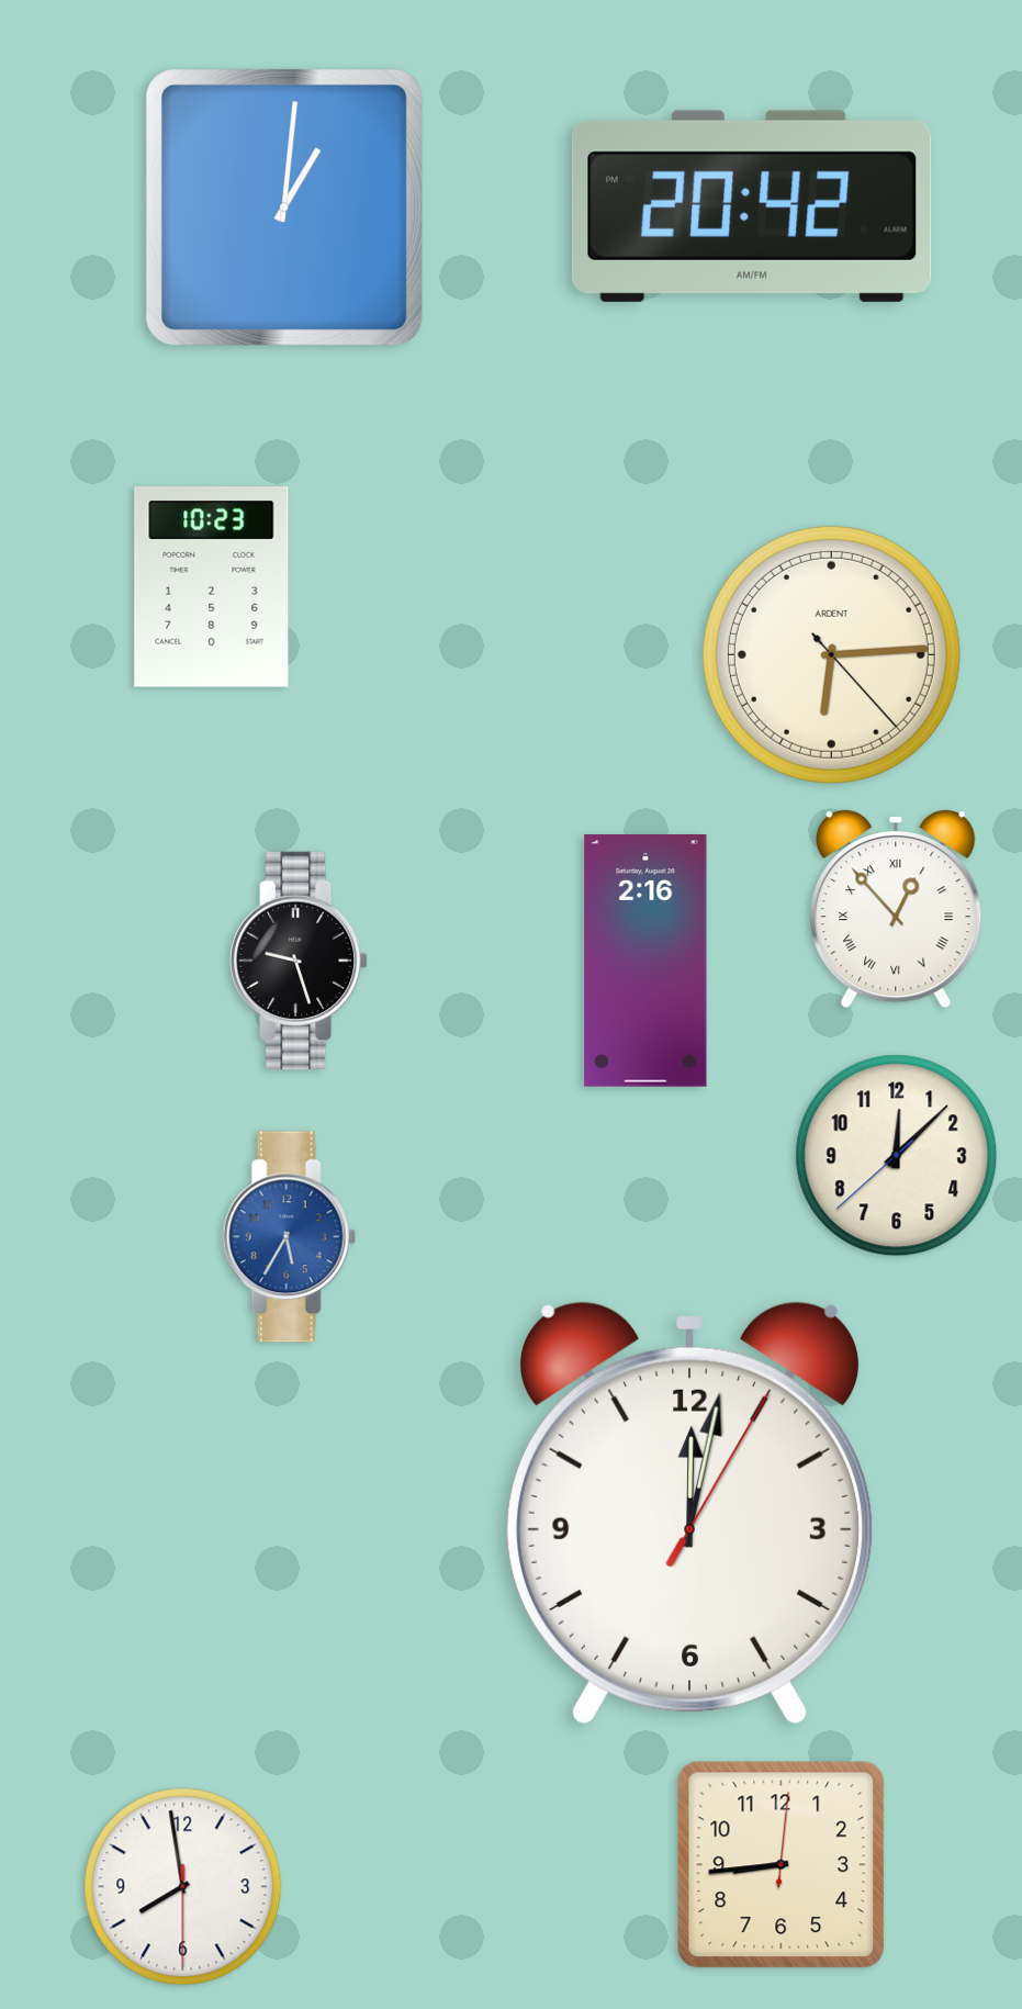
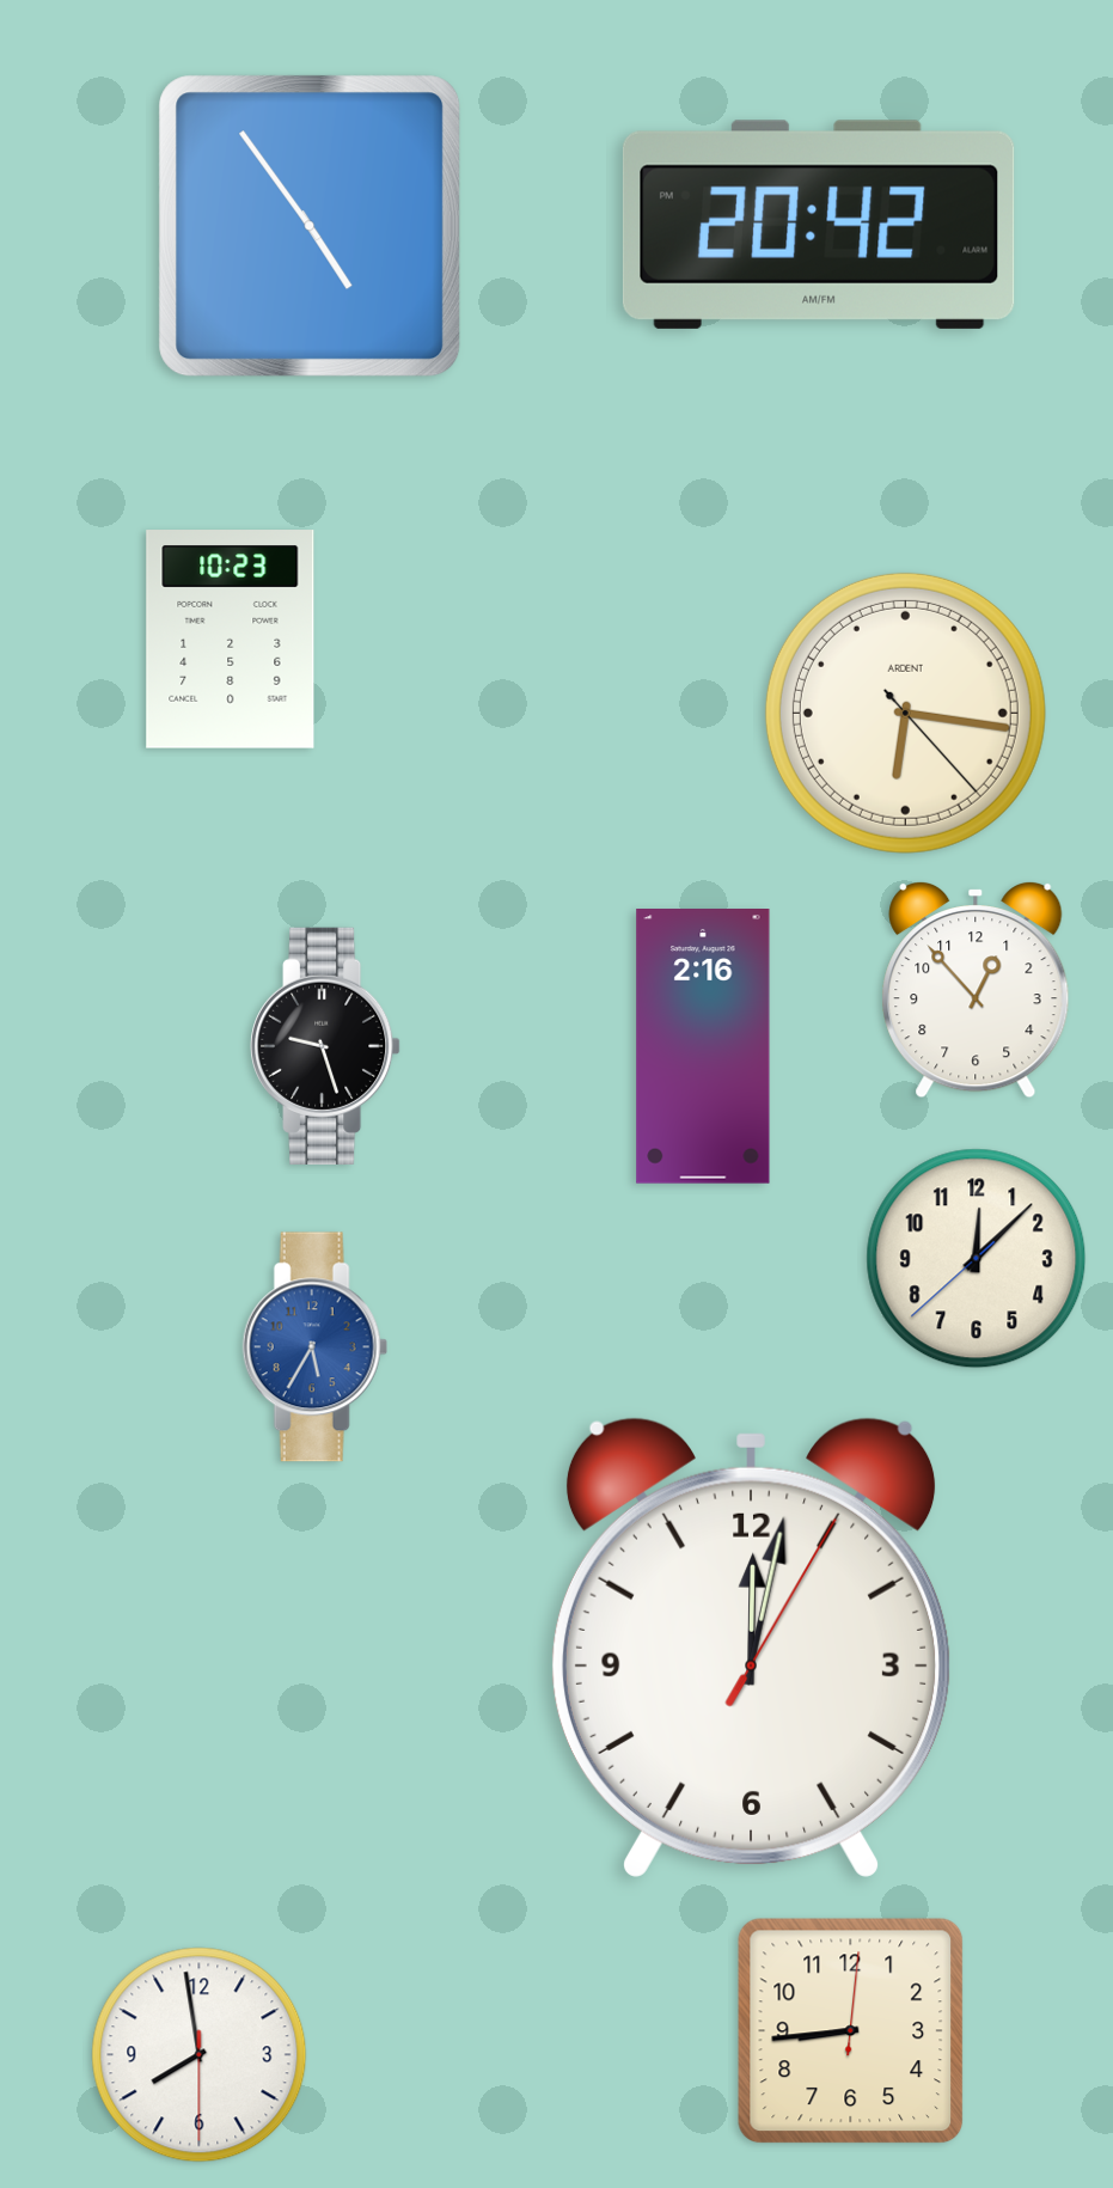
clock at (284, 207): 1:01 -> 4:54
clock at (831, 654): 6:14 -> 6:16
clock at (896, 909) numerals: Roman -> Arabic
